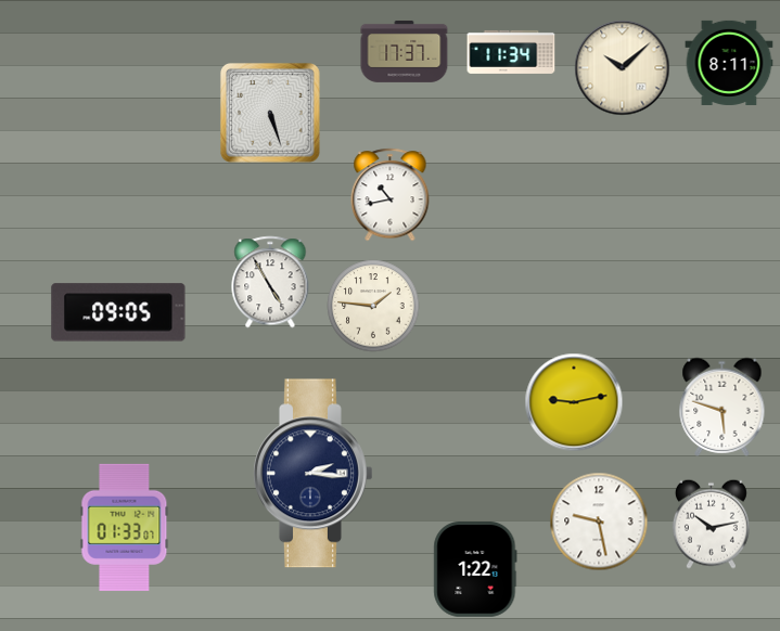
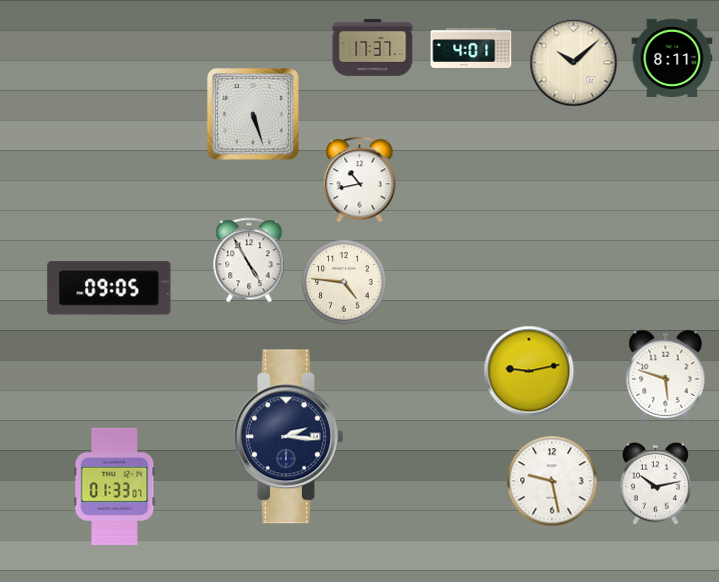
clock at (511, 52): 11:34 -> 4:01
clock at (270, 113) position: (270, 113) -> (253, 114)
clock at (373, 306): 1:46 -> 4:46
clock at (475, 570): 1:22 -> none
